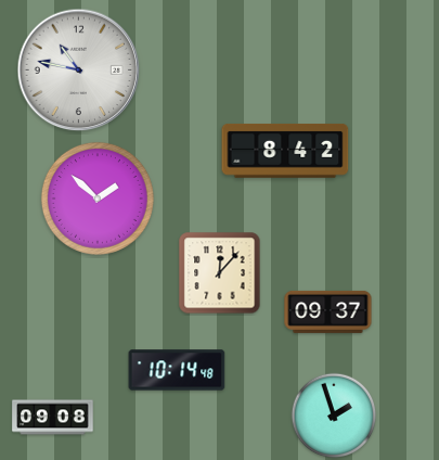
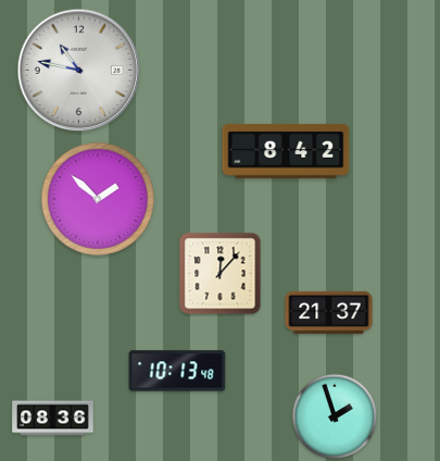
clock at (328, 311): 09:37 -> 21:37
clock at (177, 370): 10:14 -> 10:13
clock at (53, 418): 09:08 -> 08:36
